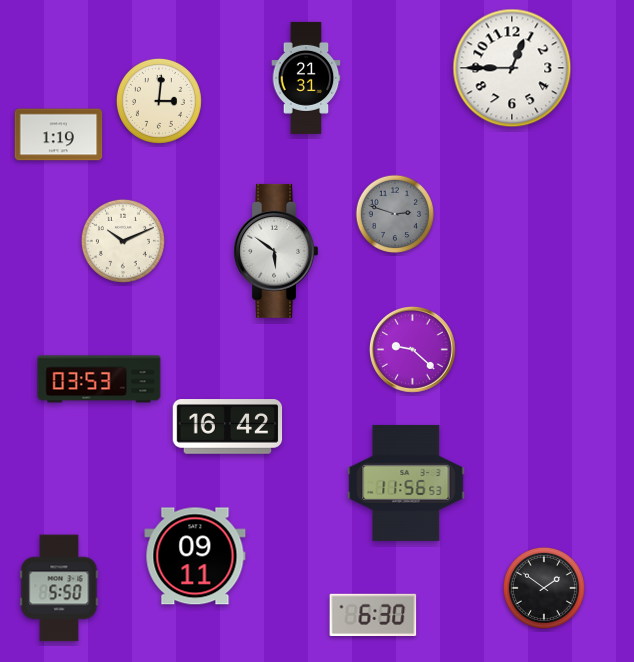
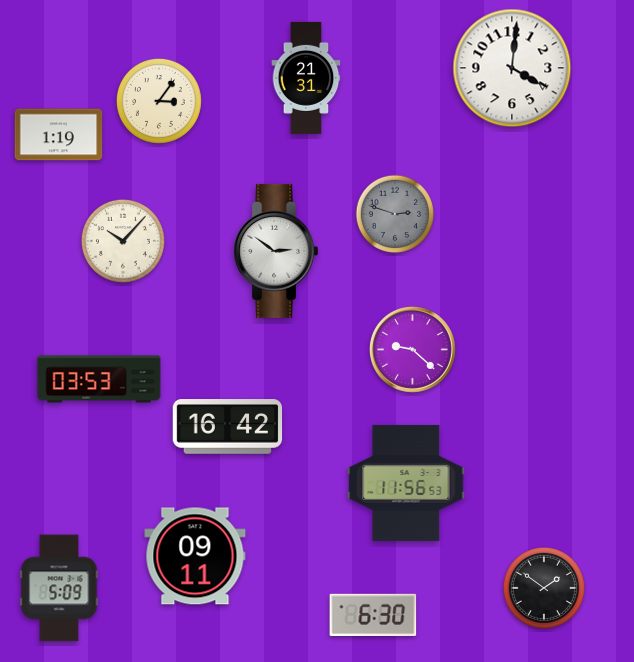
clock at (512, 68): 12:45 -> 4:01
clock at (159, 101): 3:01 -> 3:06
clock at (123, 241): 10:11 -> 10:07
clock at (275, 251): 5:51 -> 2:51
clock at (59, 588): 5:50 -> 5:09
